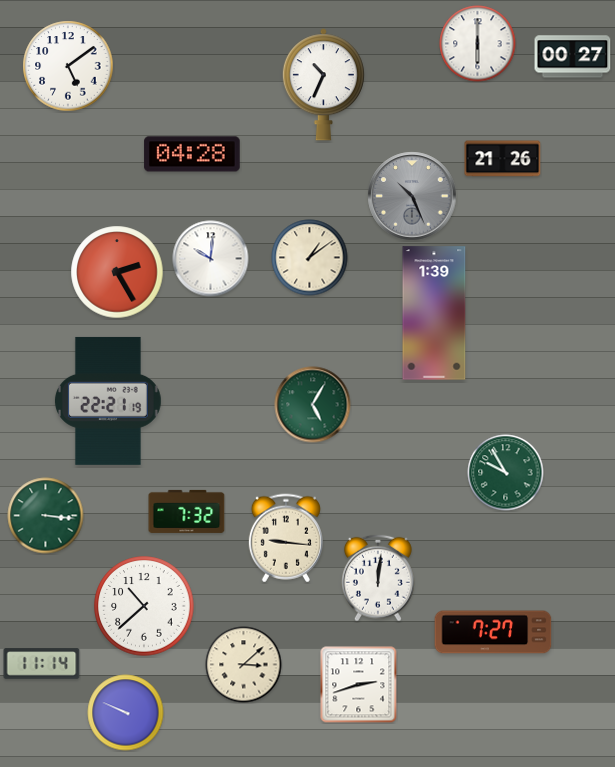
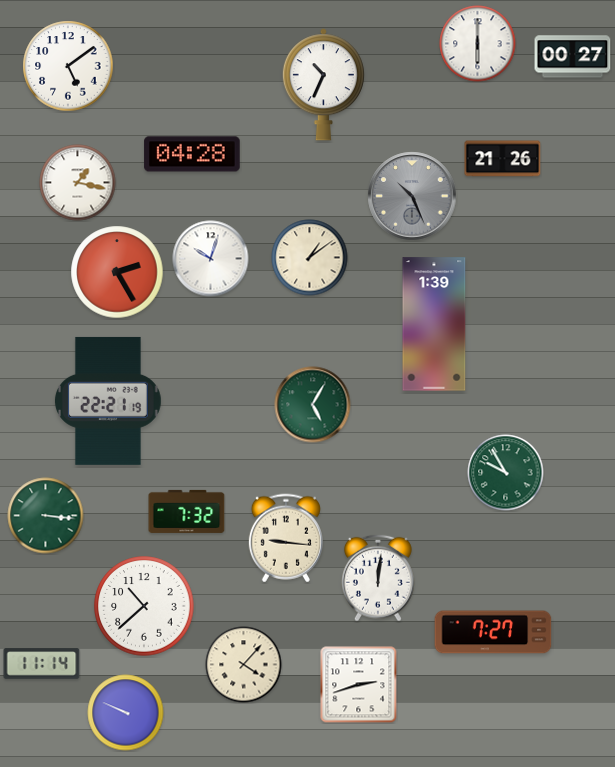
clock at (78, 183): none -> 1:17
clock at (211, 259): 10:01 -> 10:03
clock at (434, 313) position: (434, 313) -> (434, 324)
clock at (244, 665): 3:08 -> 4:07
